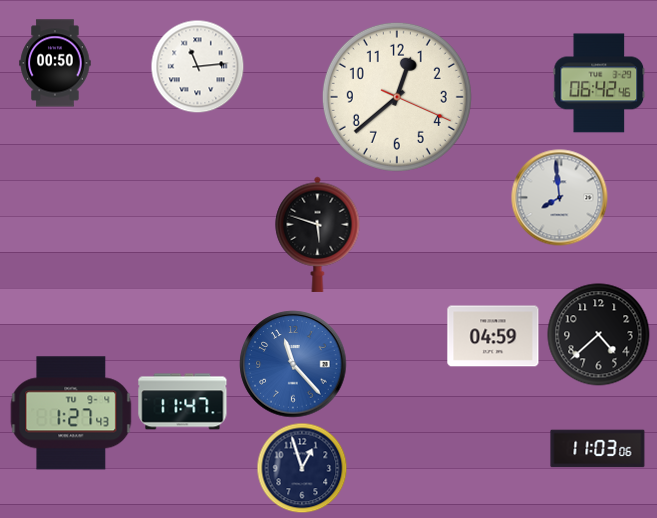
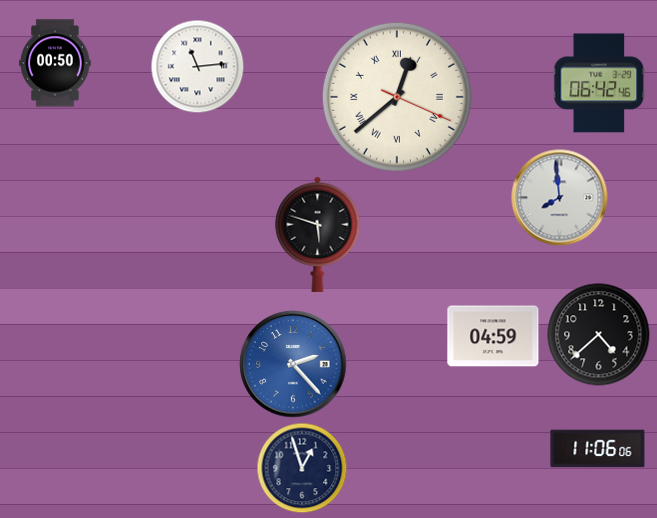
clock at (397, 97) numerals: Arabic -> Roman
clock at (293, 364): 11:23 -> 2:23
clock at (183, 402): 11:47 -> none
clock at (71, 413): 1:27 -> none
clock at (598, 449): 11:03 -> 11:06
